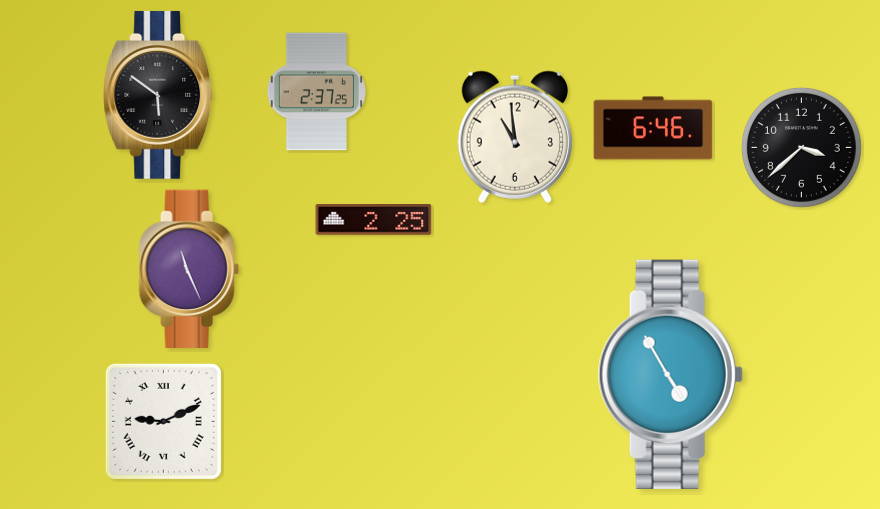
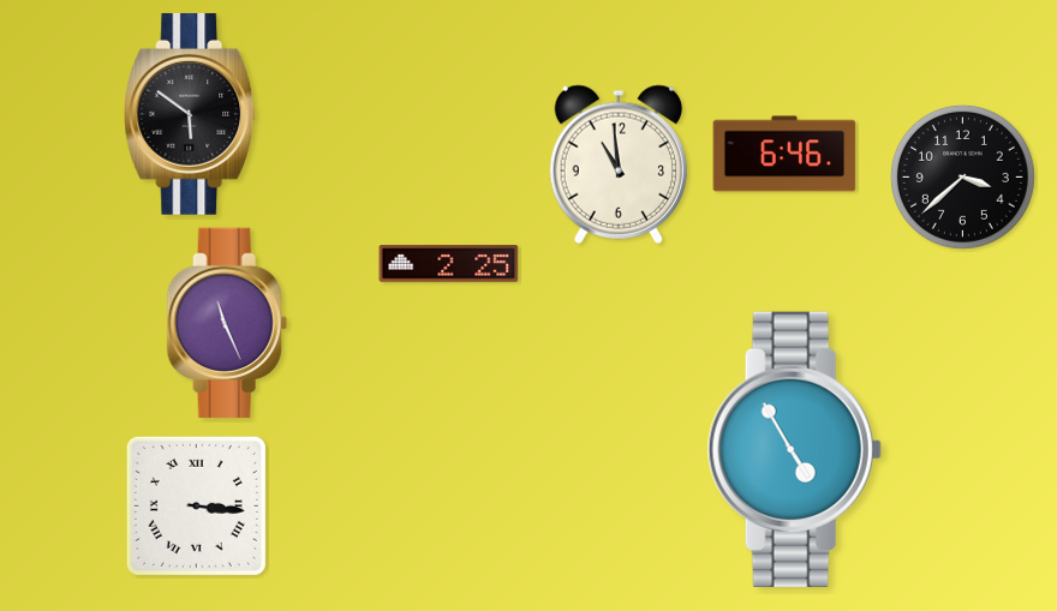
clock at (316, 92): 2:37 -> none
clock at (670, 374) position: (670, 374) -> (794, 449)
clock at (163, 421): 9:11 -> 3:16
